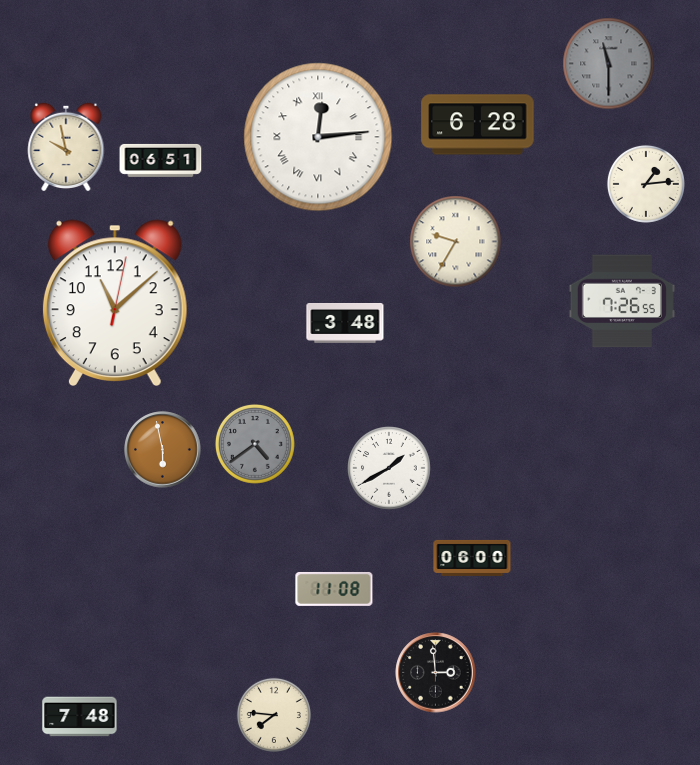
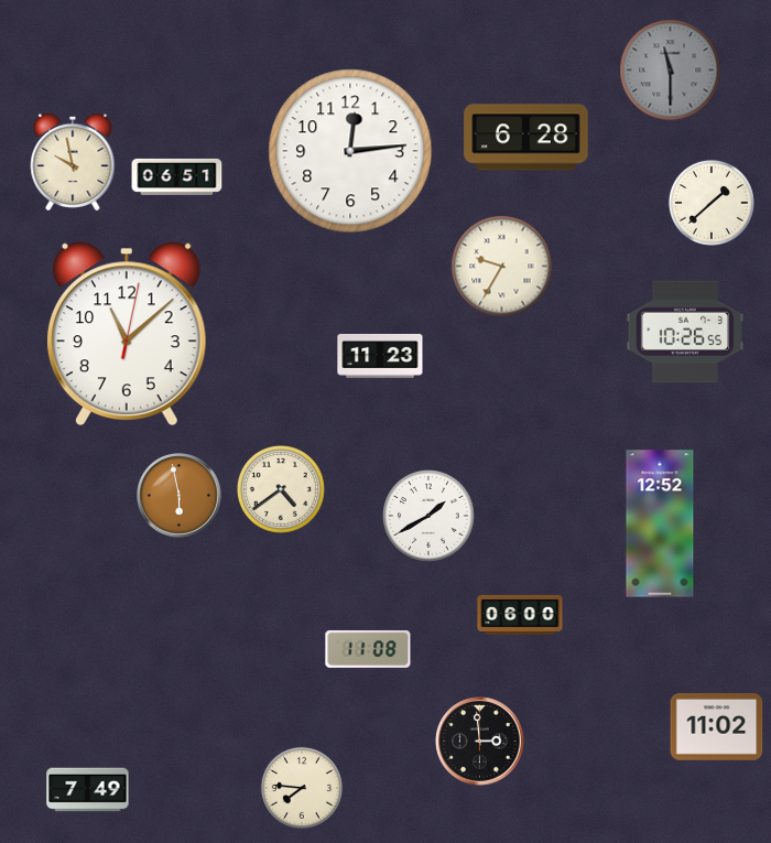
clock at (318, 137) numerals: Roman -> Arabic
clock at (646, 184): 1:14 -> 1:38
clock at (621, 301): 7:26 -> 10:26
clock at (345, 324): 3:48 -> 11:23
clock at (255, 444) dial: grey -> cream
clock at (660, 523): none -> 12:52
clock at (717, 727): none -> 11:02
clock at (80, 717): 7:48 -> 7:49
